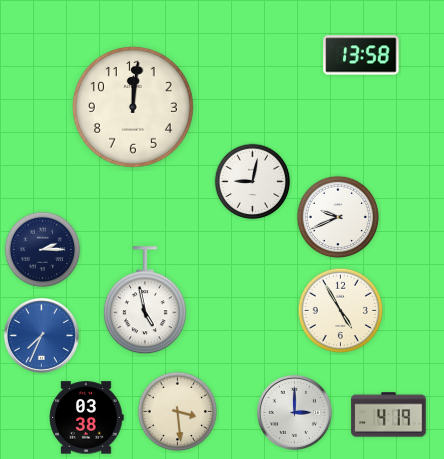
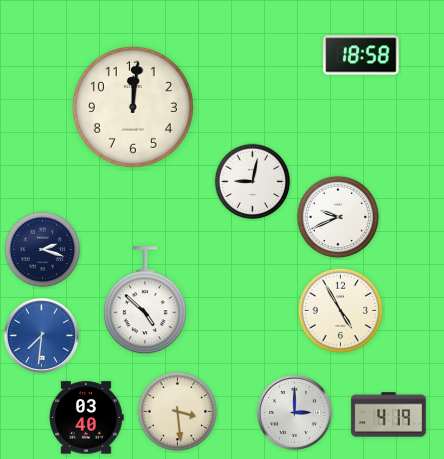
clock at (361, 55): 13:58 -> 18:58
clock at (43, 250): 2:15 -> 2:18
clock at (145, 301): 4:58 -> 4:52
clock at (41, 335): 7:34 -> 7:31
clock at (86, 418): 03:38 -> 03:40
